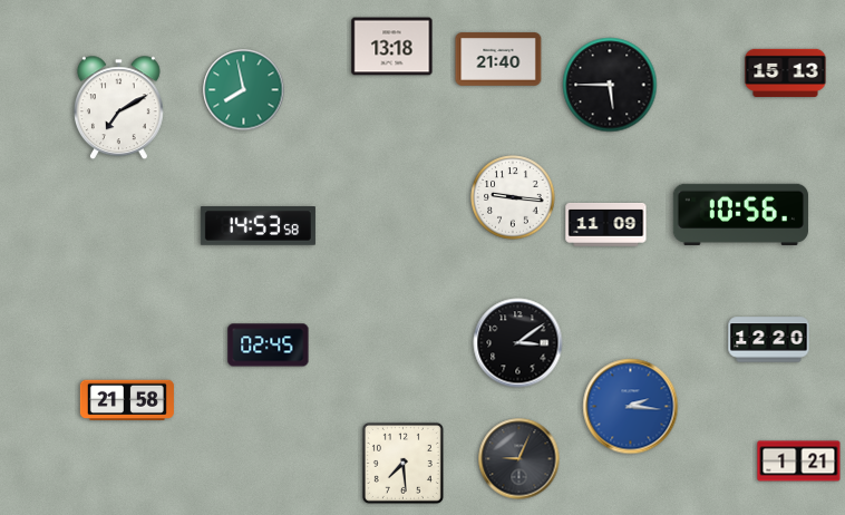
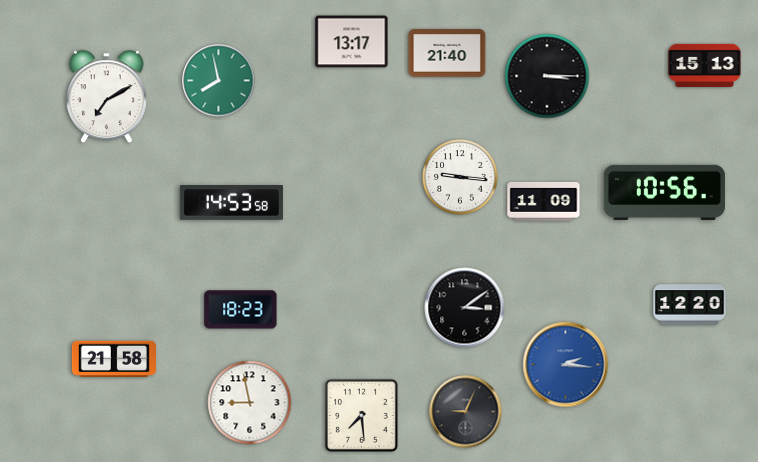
clock at (392, 47): 13:18 -> 13:17
clock at (610, 85): 5:45 -> 3:15
clock at (269, 346): 02:45 -> 18:23
clock at (250, 403): none -> 8:58
clock at (799, 461): 1:21 -> none
